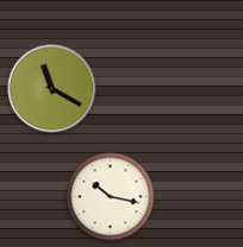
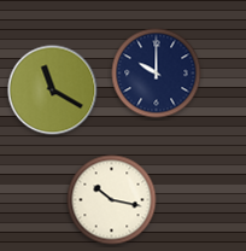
clock at (157, 74): none -> 10:00
